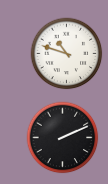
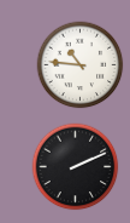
clock at (67, 54): 10:48 -> 10:46
